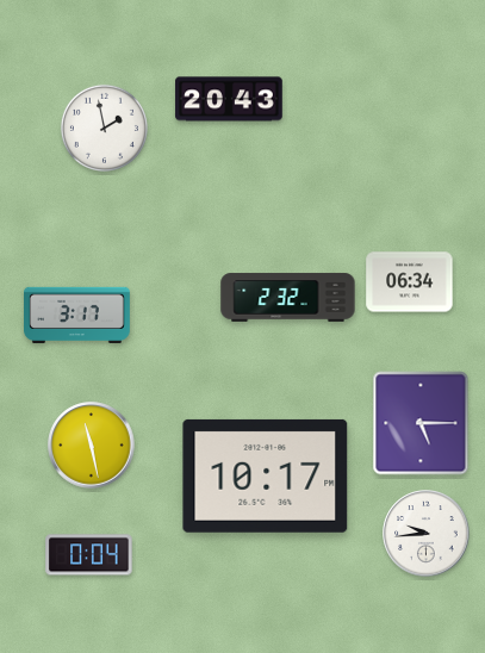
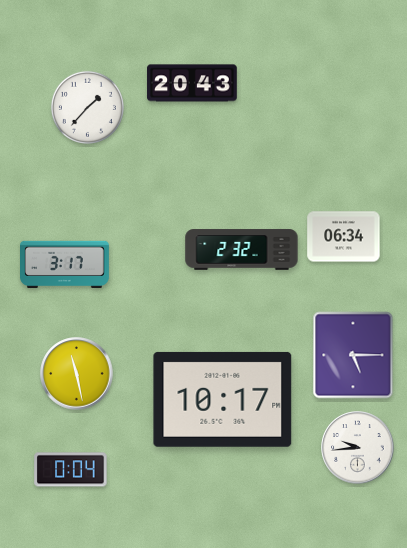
clock at (104, 128): 1:58 -> 1:37
clock at (89, 555) position: (89, 555) -> (71, 470)
